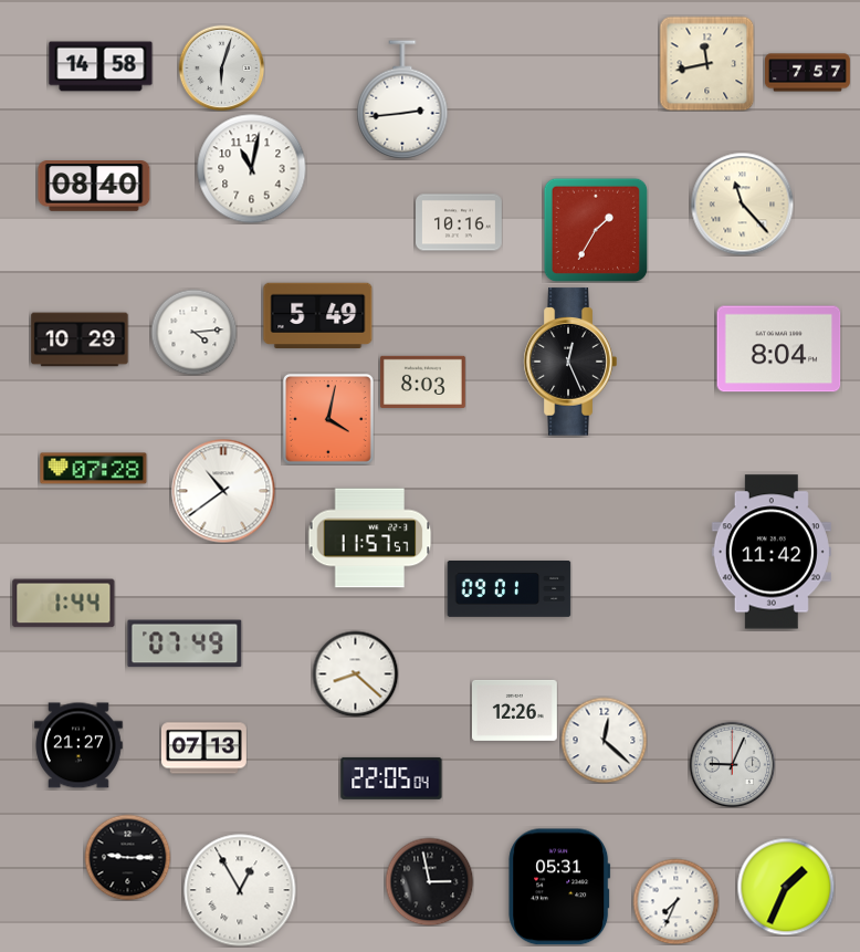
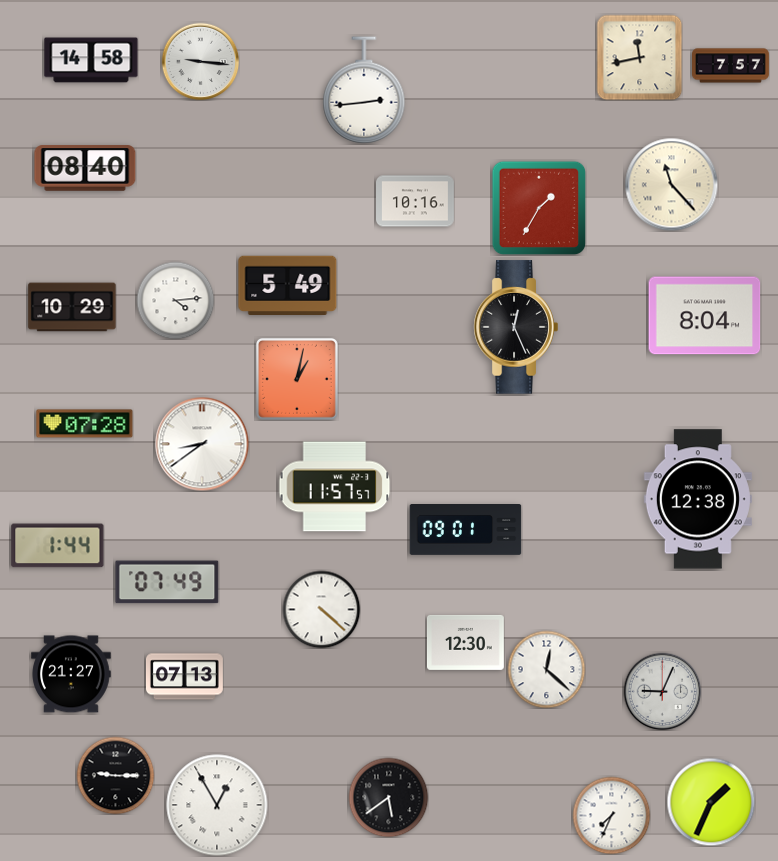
clock at (221, 67): 6:03 -> 9:16
clock at (252, 169): 11:02 -> none
clock at (422, 381): 8:03 -> none
clock at (328, 419): 4:02 -> 1:02
clock at (223, 491): 10:39 -> 8:39
clock at (772, 552): 11:42 -> 12:38
clock at (510, 589) position: (510, 589) -> (466, 530)
clock at (355, 673): 8:22 -> 4:22
clock at (514, 710): 12:26 -> 12:30
clock at (391, 778): 22:05 -> none
clock at (429, 881): 2:58 -> 5:39
clock at (559, 887): 05:31 -> none
